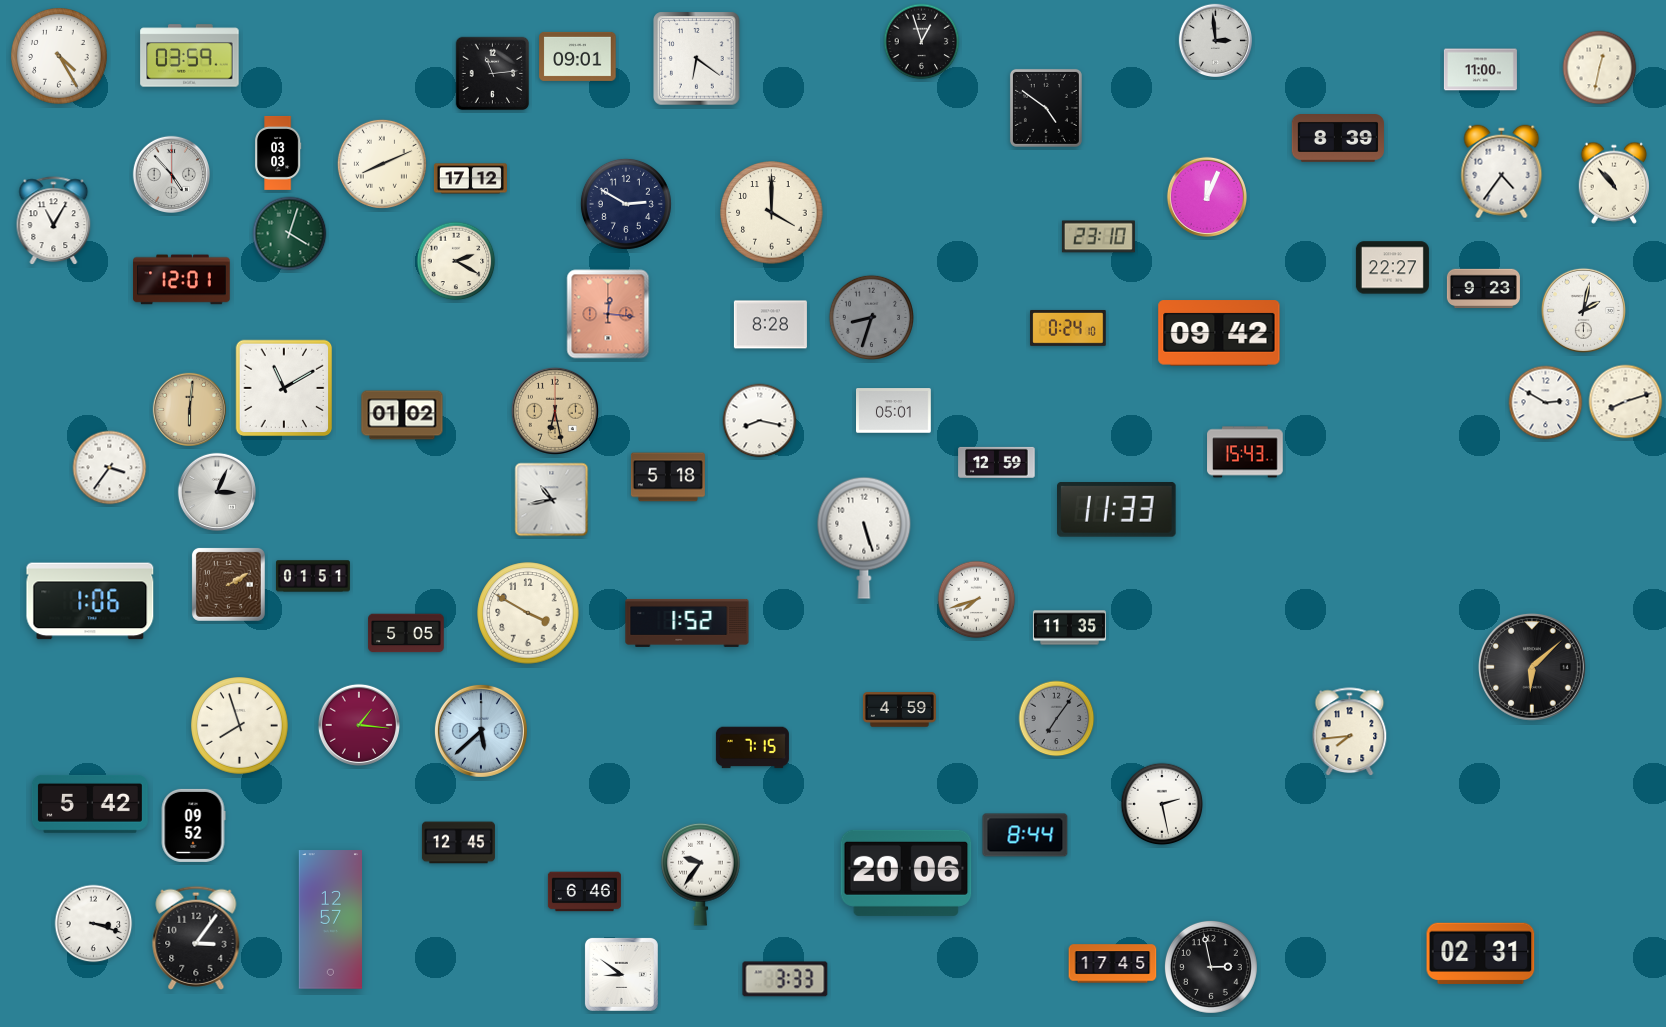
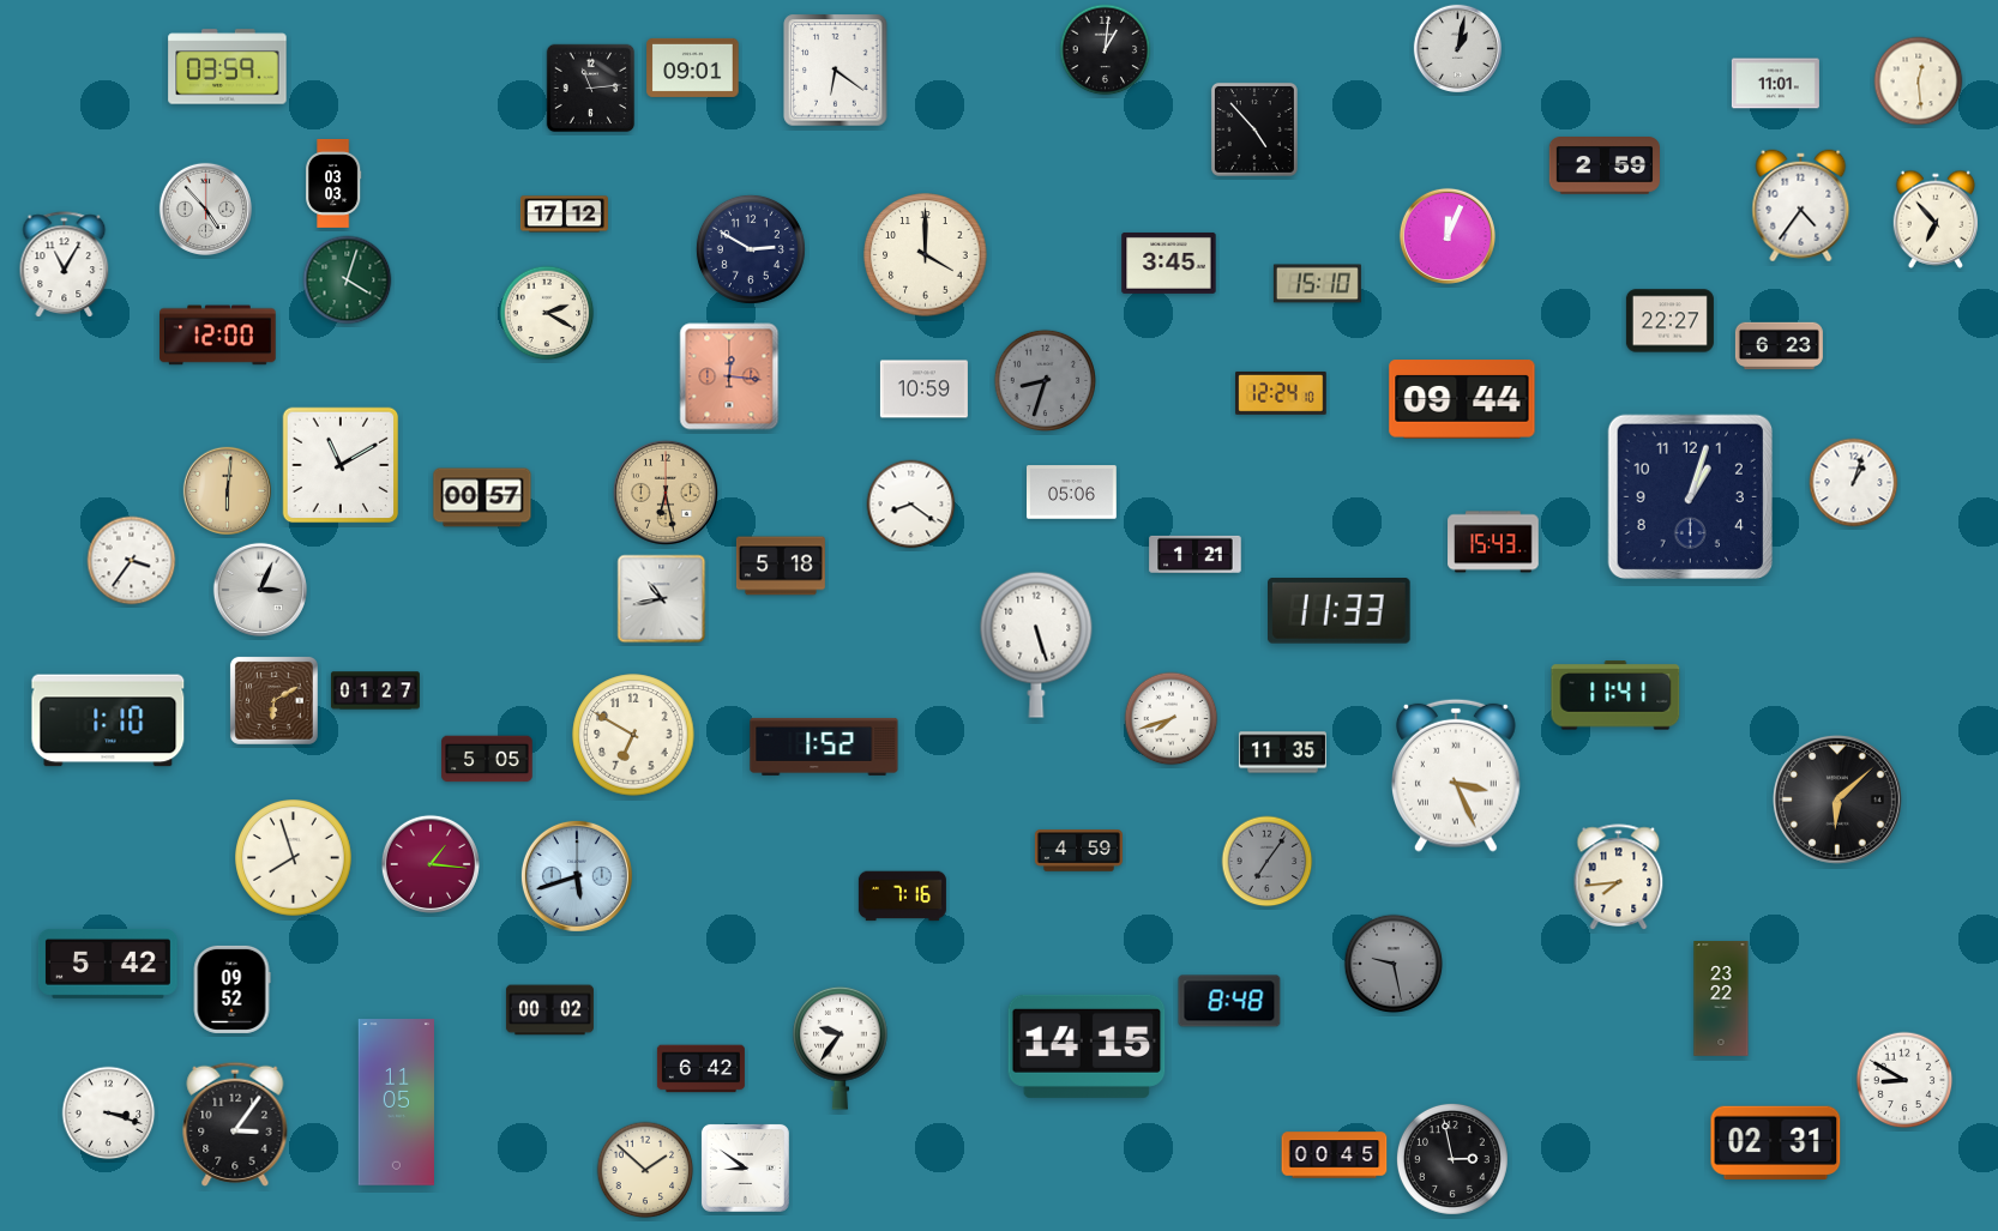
clock at (1215, 40): 2:59 -> 1:02
clock at (922, 42): 12:57 -> 1:01
clock at (60, 57): 4:25 -> none
clock at (1600, 68): 12:32 -> 12:29
clock at (1480, 70): 11:00 -> 11:01
clock at (1046, 108): 4:51 -> 4:53
clock at (1337, 139): 8:39 -> 2:59
clock at (382, 164): 8:11 -> none
clock at (1613, 183): 10:53 -> 6:53
clock at (626, 204) position: (626, 204) -> (751, 249)
clock at (1169, 263): none -> 3:45
clock at (1098, 237): 23:10 -> 15:10
clock at (182, 280): 12:01 -> 12:00
clock at (1483, 289): 9:23 -> 6:23
clock at (1583, 310): 2:02 -> none
clock at (770, 325): 8:28 -> 10:59
clock at (1068, 328): 0:24 -> 12:24
clock at (1219, 333): 09:42 -> 09:44
clock at (1626, 402): 8:12 -> none
clock at (1546, 403): 2:50 -> 1:03
clock at (894, 411): 05:01 -> 05:06
clock at (1690, 496): none -> 1:03
clock at (402, 415): 01:02 -> 00:57
clock at (760, 421): 8:17 -> 8:21
clock at (997, 462): 12:59 -> 1:21
clock at (668, 477) position: (668, 477) -> (781, 566)
clock at (313, 576): 01:51 -> 01:27
clock at (1615, 695): none -> 11:41
clock at (228, 584): 2:10 -> 6:10
clock at (90, 601): 1:06 -> 1:10
clock at (528, 613): 3:50 -> 6:50
clock at (1457, 776): none -> 3:26
clock at (359, 725) position: (359, 725) -> (431, 864)
clock at (240, 726) position: (240, 726) -> (294, 858)
clock at (481, 731): 5:38 -> 5:42
clock at (752, 748): 7:15 -> 7:16
clock at (1162, 804): 2:28 -> 9:28
clock at (1162, 804) dial: white -> grey
clock at (1721, 998): none -> 23:22
clock at (1025, 835): 8:44 -> 8:48
clock at (458, 843): 12:45 -> 00:02
clock at (906, 873): 20:06 -> 14:15
clock at (584, 892): 6:46 -> 6:42
clock at (1904, 1080): none -> 8:50
clock at (331, 920): 12:57 -> 11:05
clock at (94, 924) position: (94, 924) -> (109, 1114)
clock at (1113, 964): 17:45 -> 00:45
clock at (645, 1170): none -> 1:52
clock at (785, 979): 3:33 -> none
